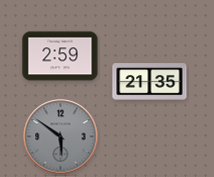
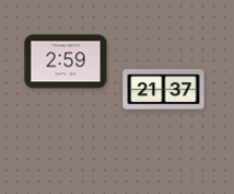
clock at (150, 82): 21:35 -> 21:37
clock at (61, 137): 5:51 -> none
